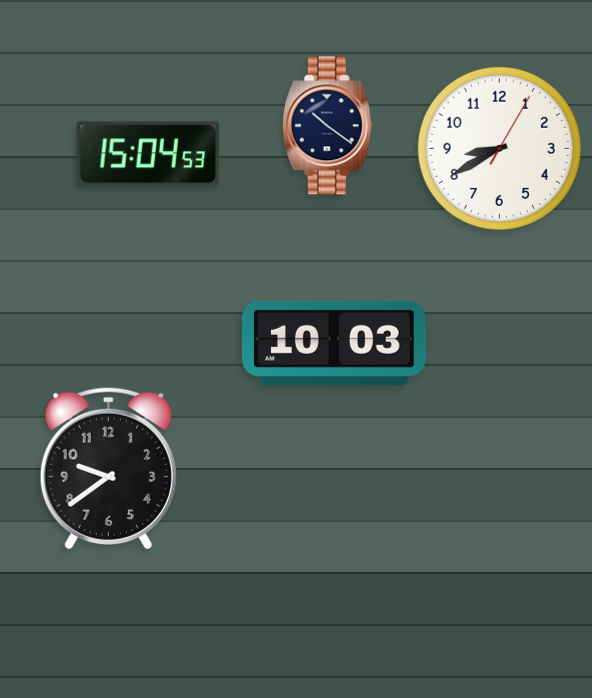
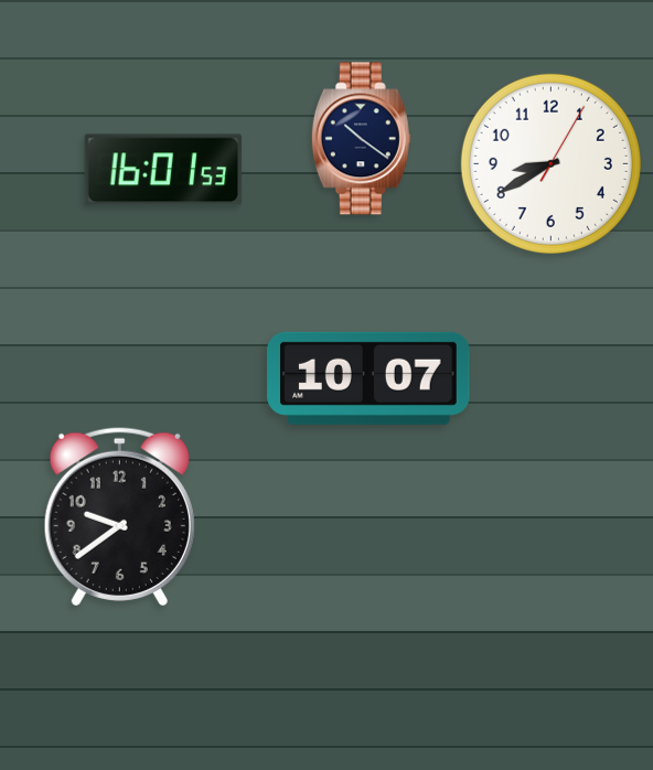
clock at (148, 154): 15:04 -> 16:01
clock at (335, 343): 10:03 -> 10:07
